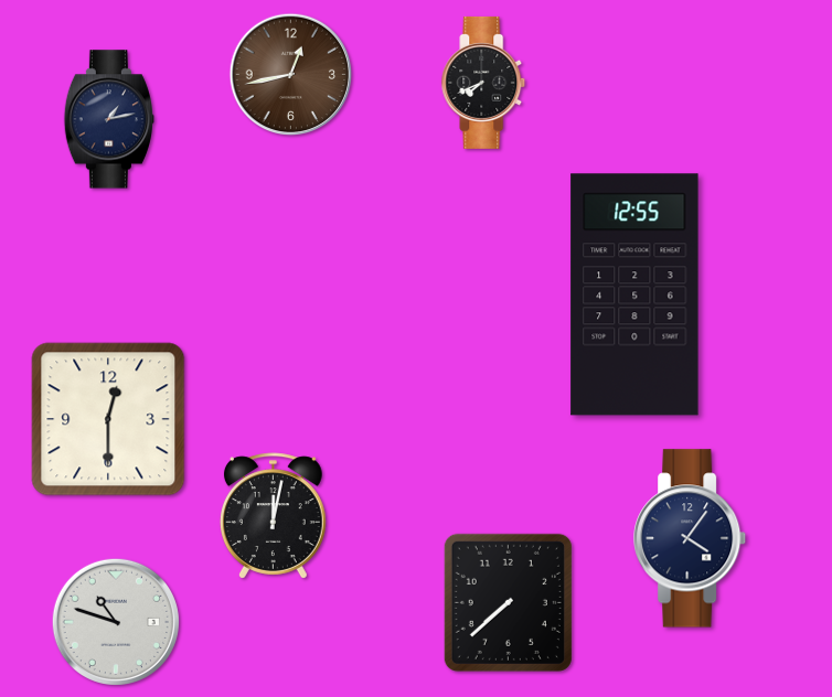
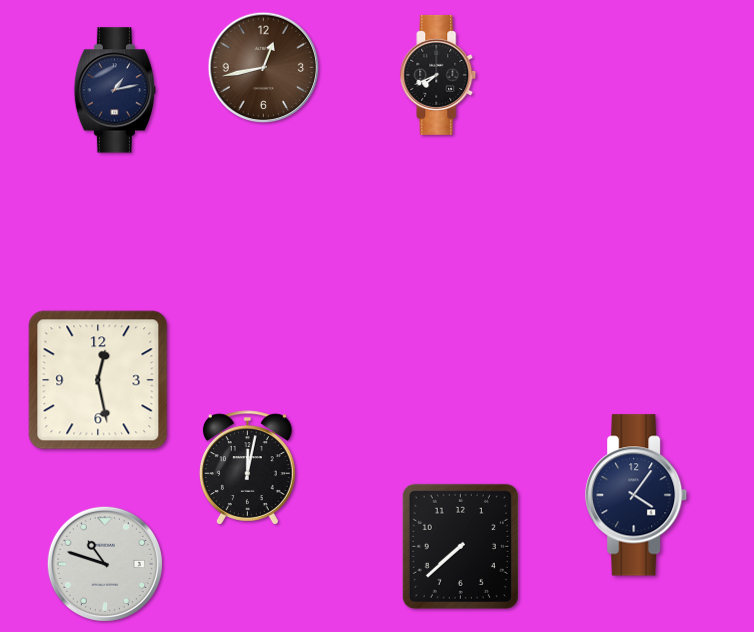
clock at (108, 119) position: (108, 119) -> (114, 90)
clock at (634, 294): 12:55 -> none
clock at (108, 419): 12:30 -> 12:28
clock at (691, 538) position: (691, 538) -> (637, 495)
